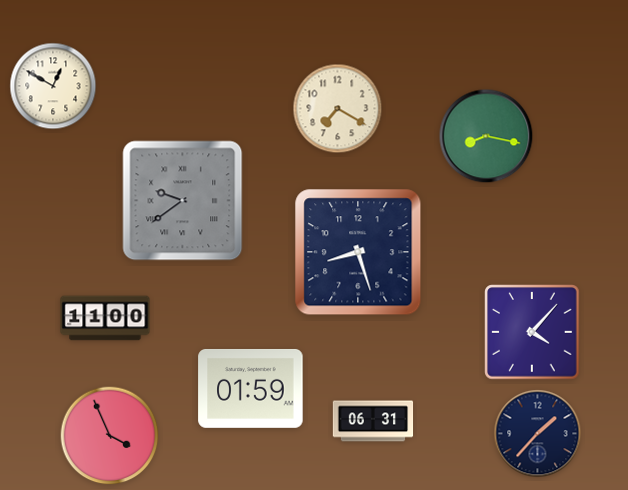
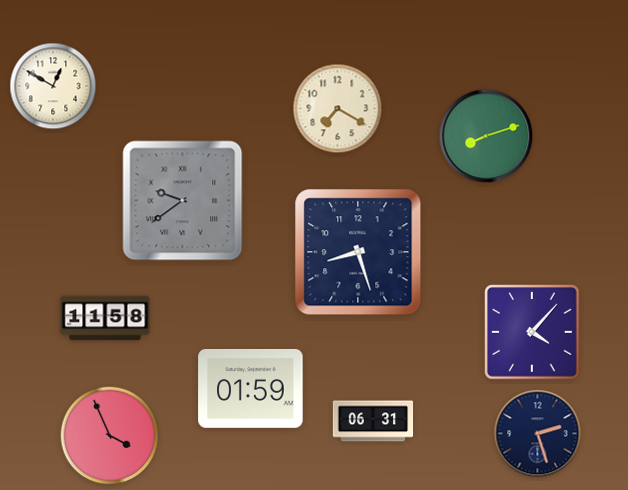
clock at (486, 136): 8:17 -> 8:12
clock at (105, 318): 11:00 -> 11:58
clock at (538, 434): 1:37 -> 2:27
